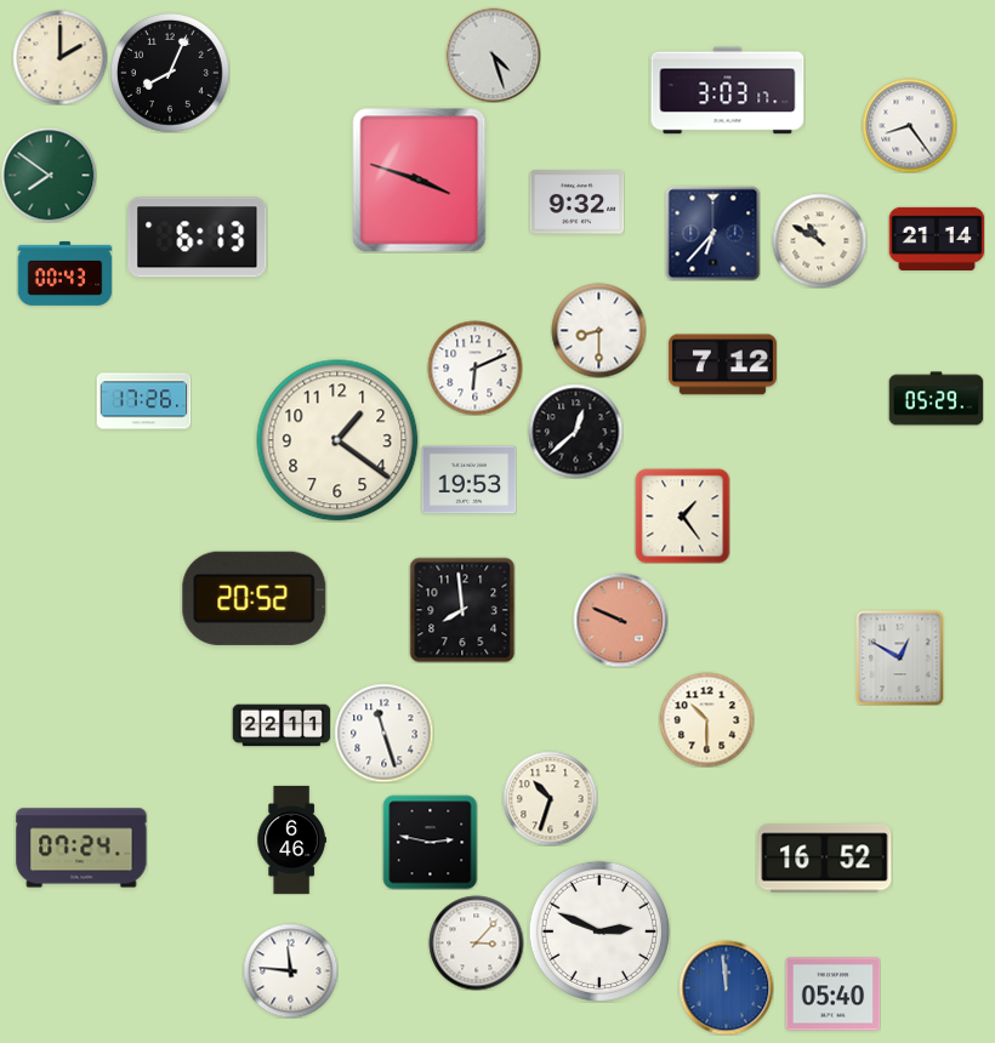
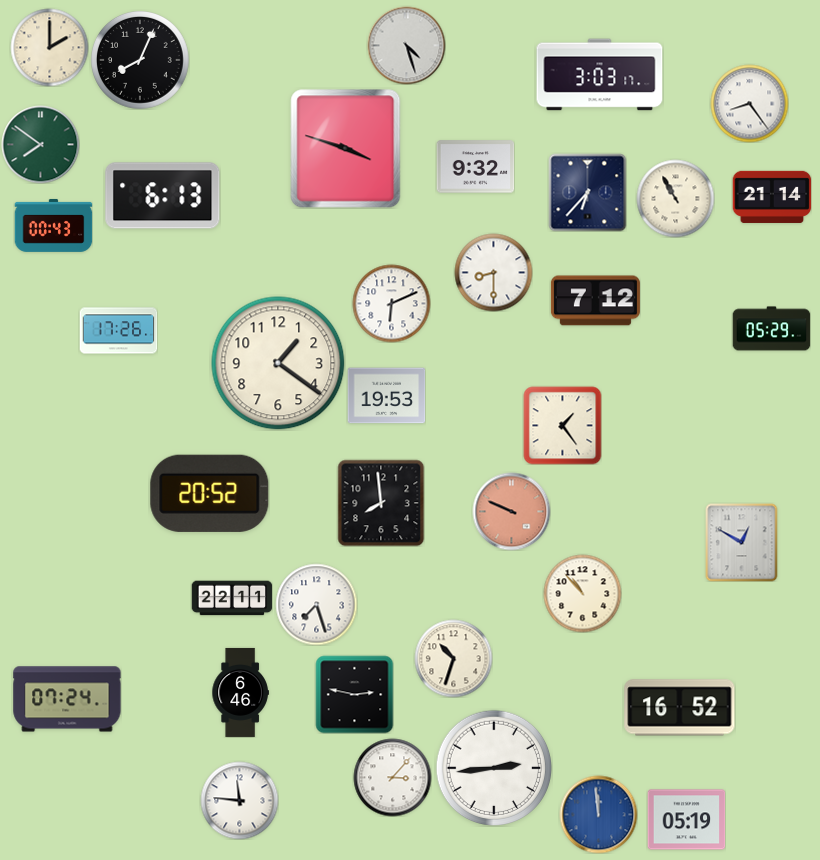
clock at (819, 240): 10:50 -> 10:55
clock at (575, 431): 12:38 -> none
clock at (706, 719): 10:30 -> 10:53
clock at (383, 733): 11:27 -> 7:27
clock at (599, 931): 2:49 -> 2:44
clock at (832, 994): 05:40 -> 05:19
